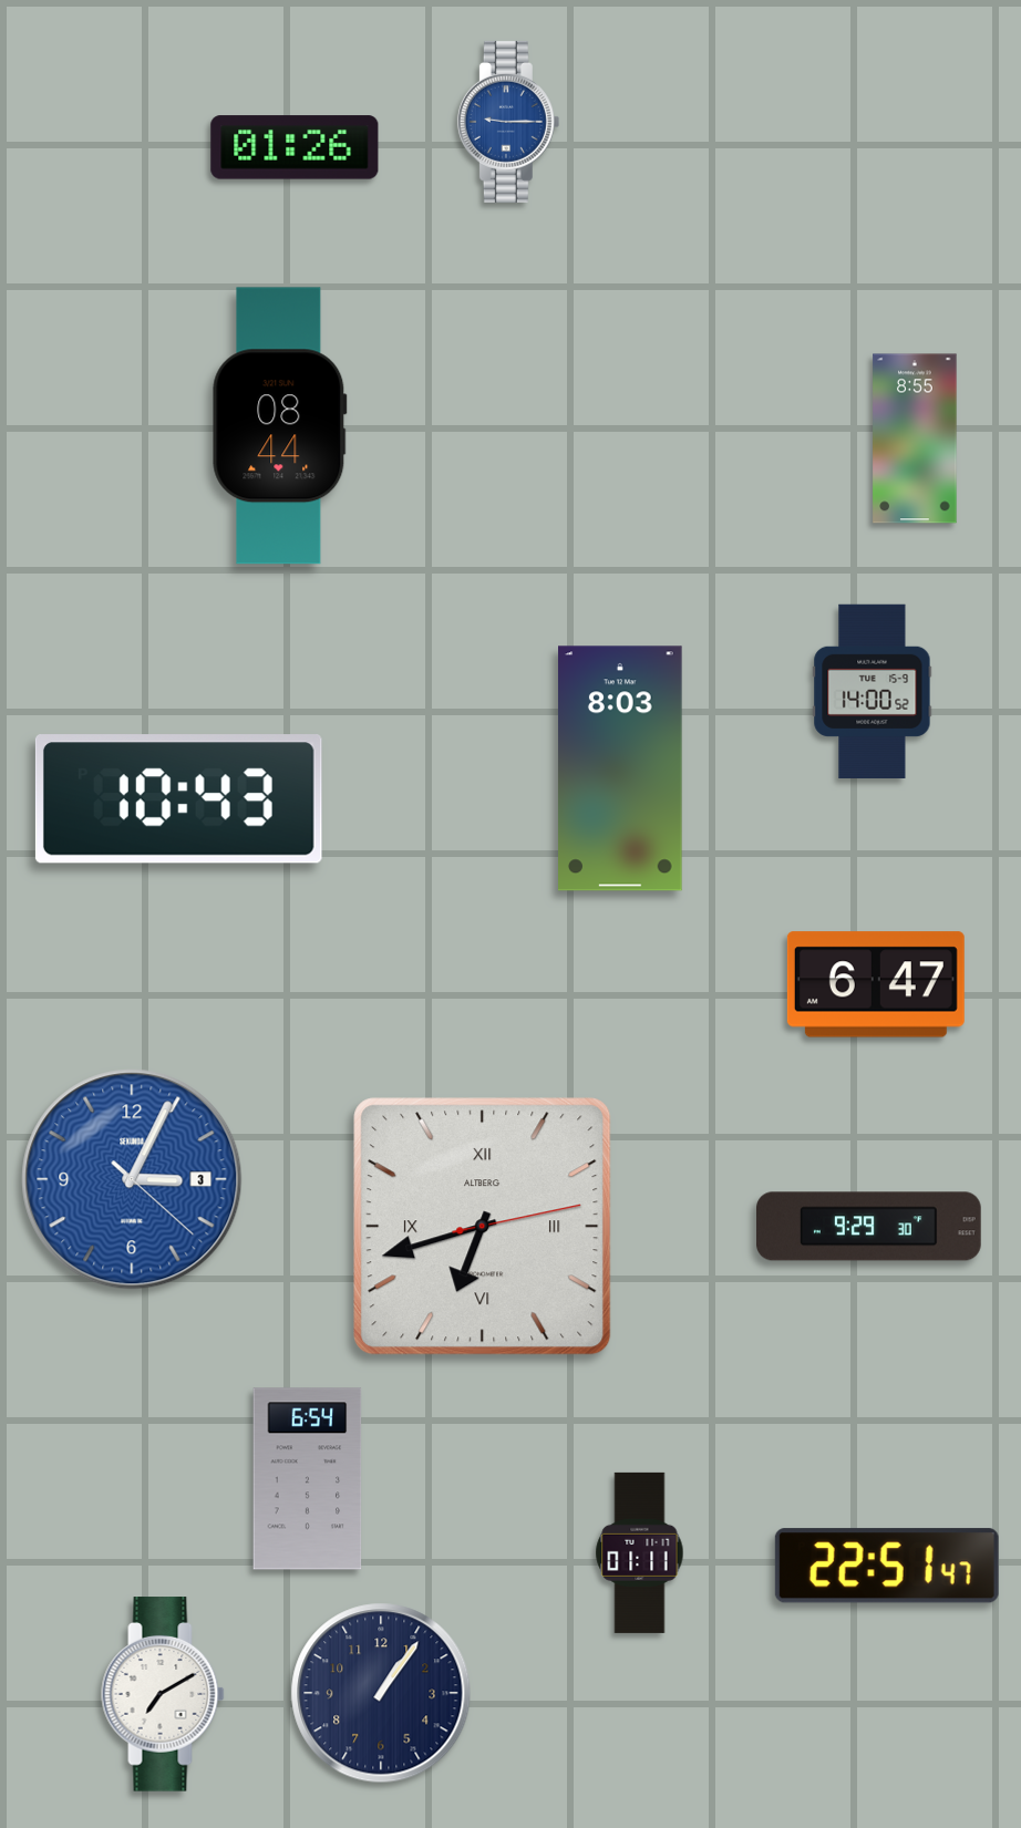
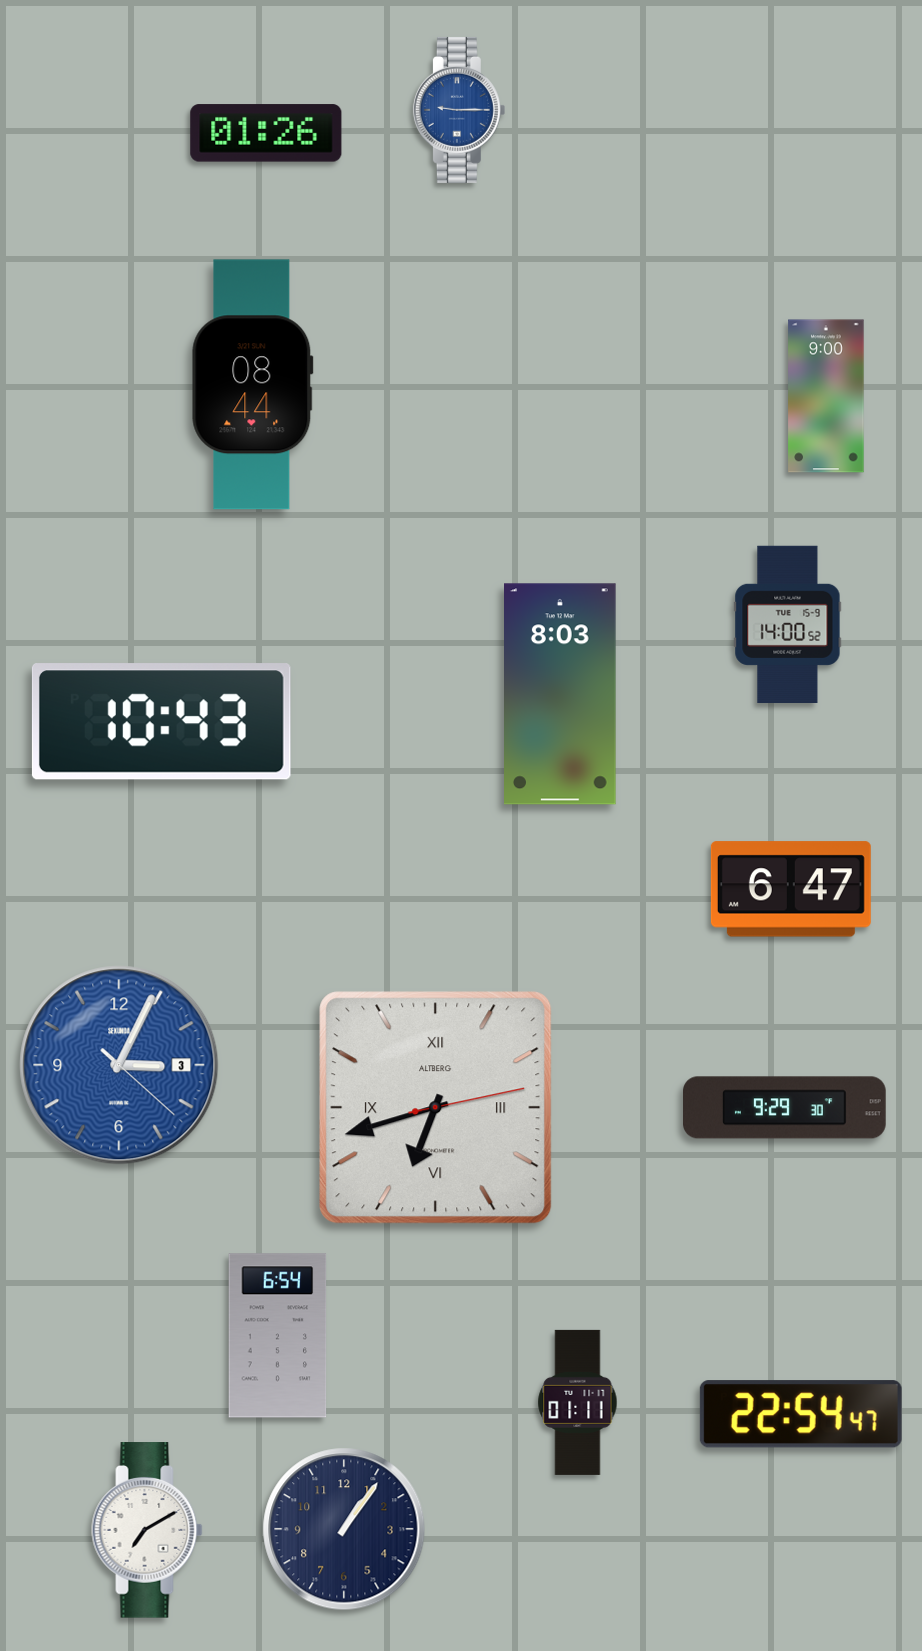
clock at (915, 438): 8:55 -> 9:00
clock at (887, 1566): 22:51 -> 22:54
